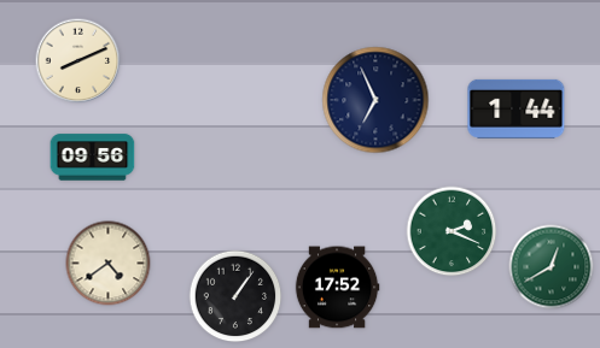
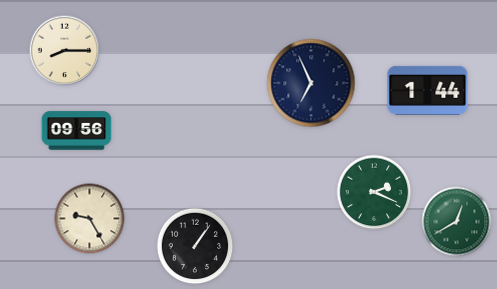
clock at (78, 61): 8:11 -> 8:15
clock at (109, 264): 4:39 -> 9:25
clock at (337, 288): 17:52 -> none
